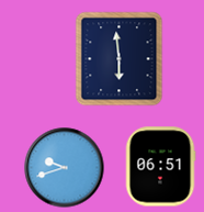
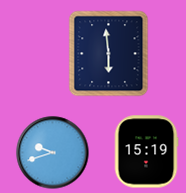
clock at (160, 167): 06:51 -> 15:19
clock at (65, 168) position: (65, 168) -> (53, 153)
